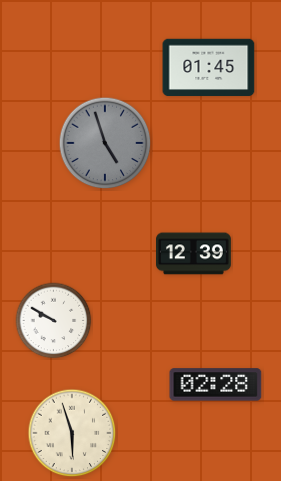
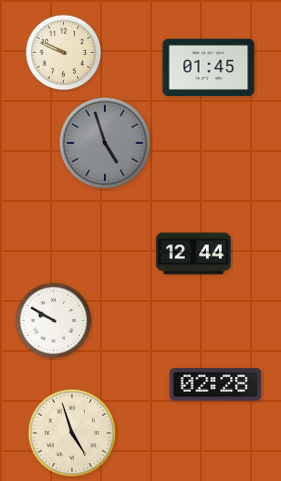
clock at (64, 53): none -> 9:49
clock at (194, 254): 12:39 -> 12:44
clock at (72, 433): 5:57 -> 4:57
